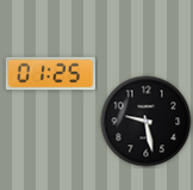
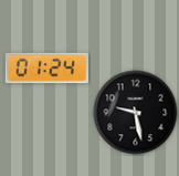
clock at (50, 74): 01:25 -> 01:24
